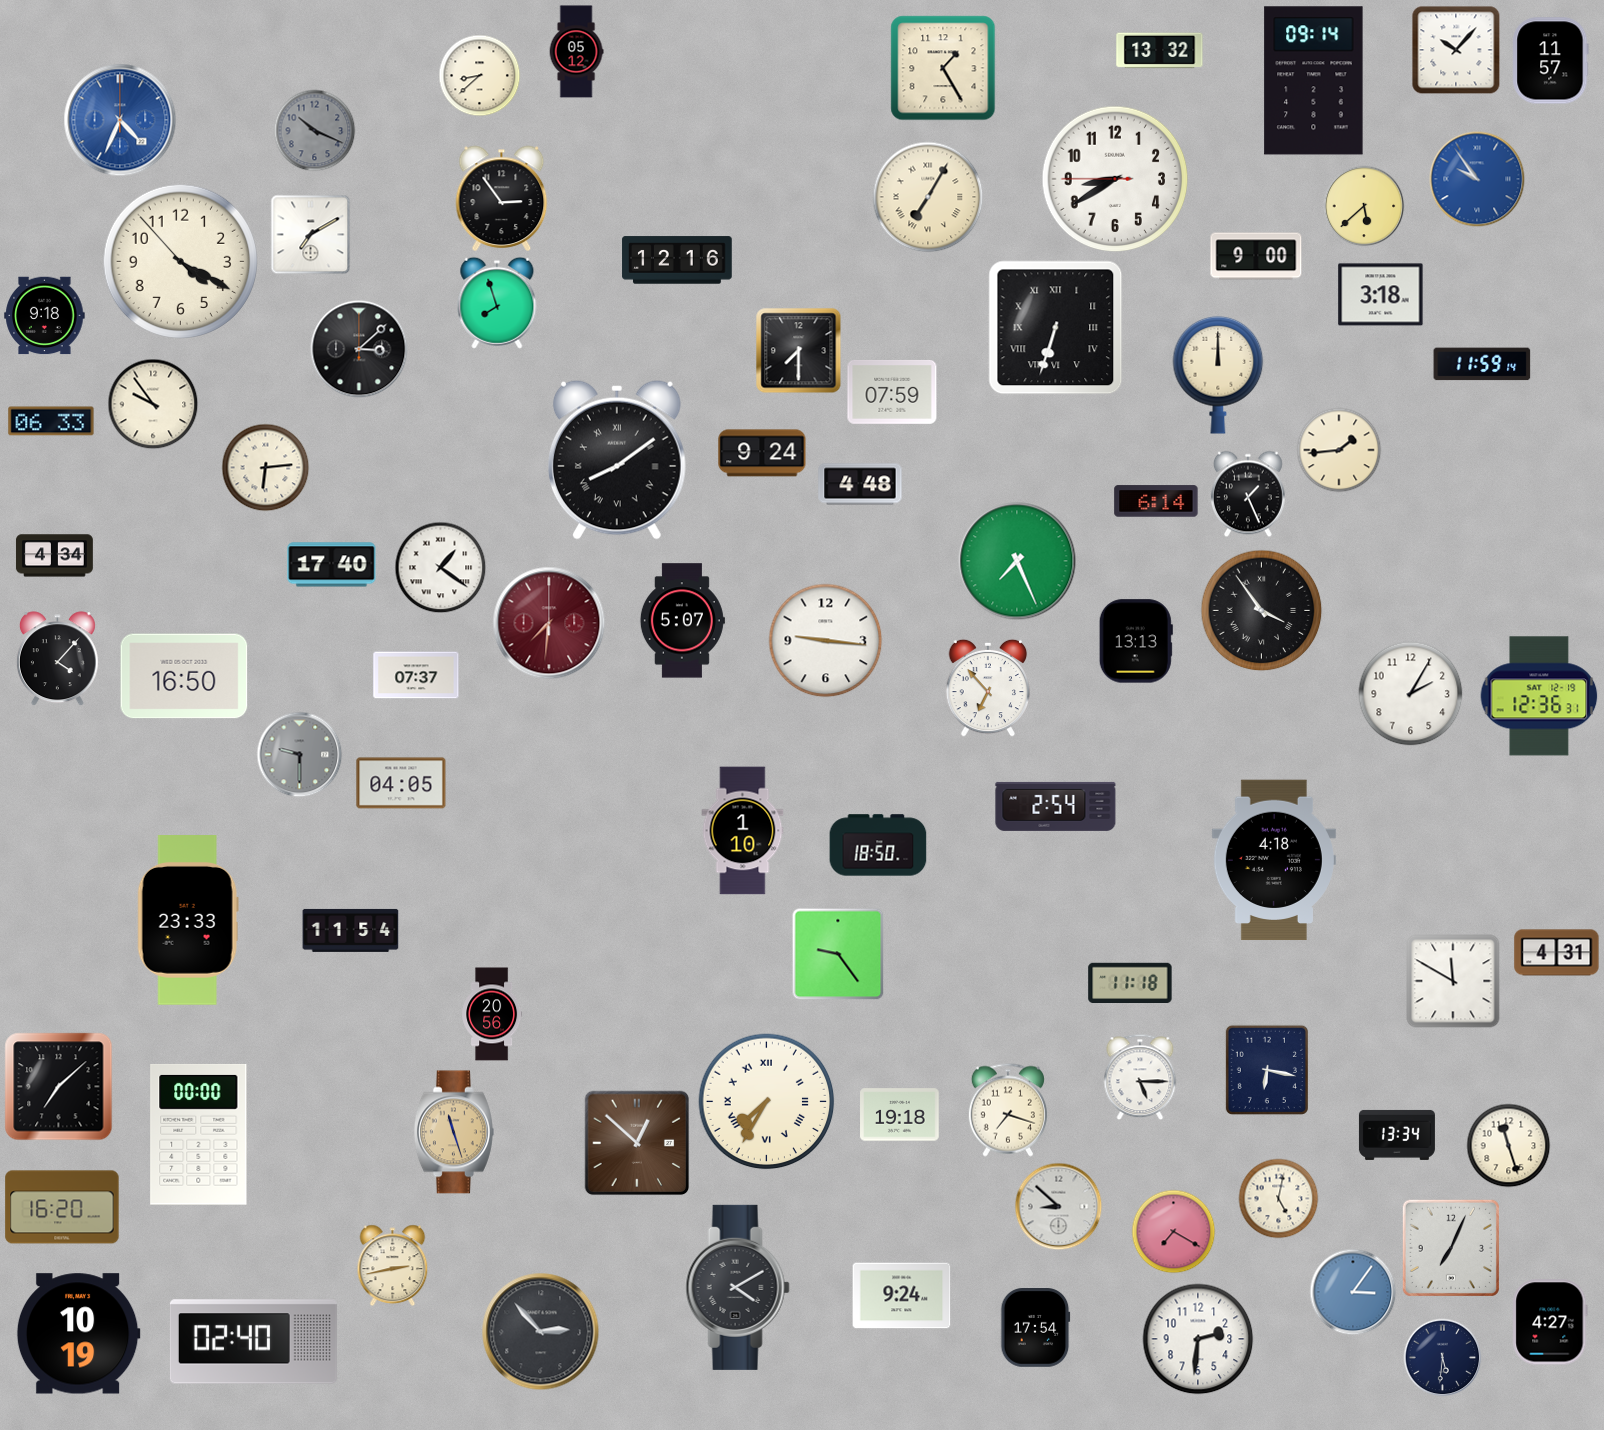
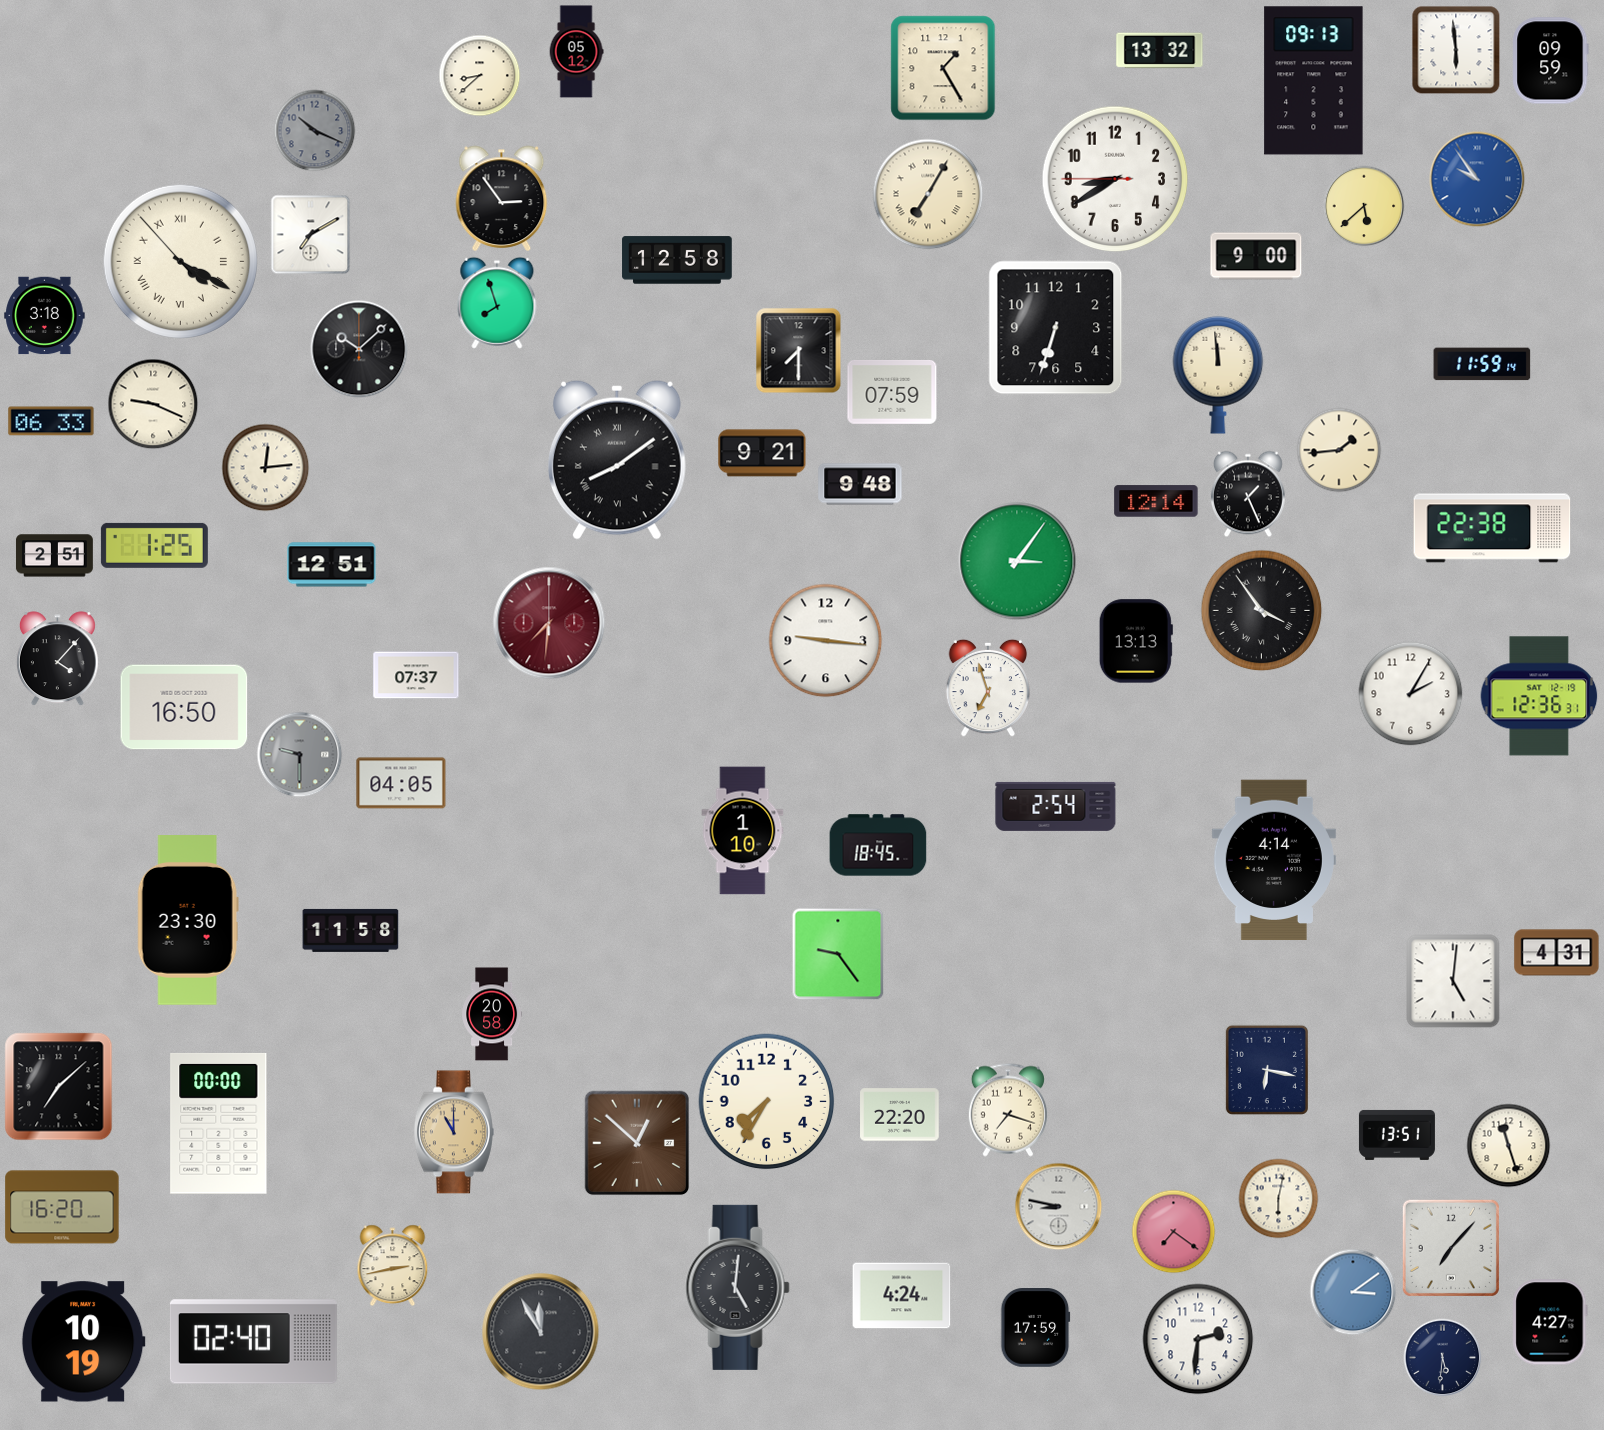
clock at (1456, 50): 10:07 -> 5:59
clock at (1551, 61): 11:57 -> 09:59
clock at (1314, 81): 09:14 -> 09:13
clock at (120, 120): 4:34 -> none
clock at (928, 197) position: (928, 197) -> (928, 194)
clock at (677, 260): 12:16 -> 12:58
clock at (180, 261) numerals: Arabic -> Roman
clock at (1381, 295): 3:18 -> none
clock at (45, 316): 9:18 -> 3:18
clock at (1056, 328) numerals: Roman -> Arabic
clock at (359, 349): 3:08 -> 10:08
clock at (1218, 375): 12:00 -> 11:59
clock at (153, 404): 9:54 -> 9:19
clock at (762, 453): 9:24 -> 9:21
clock at (266, 468): 6:14 -> 12:14
clock at (860, 484): 4:48 -> 9:48
clock at (1156, 501): 6:14 -> 12:14
clock at (1492, 528): none -> 22:38
clock at (154, 545): none -> 1:25
clock at (54, 556): 4:34 -> 2:51
clock at (1017, 561): 7:26 -> 3:06
clock at (332, 565): 17:40 -> 12:51
clock at (441, 568): 1:21 -> none
clock at (682, 621): 5:07 -> none
clock at (184, 676) position: (184, 676) -> (184, 707)
clock at (988, 688): 6:53 -> 6:57
clock at (878, 845): 18:50 -> 18:45
clock at (1274, 860): 4:18 -> 4:14
clock at (188, 921): 23:33 -> 23:30
clock at (351, 930): 11:54 -> 11:58
clock at (1453, 981): 11:50 -> 5:01
clock at (1130, 982): 11:18 -> none
clock at (492, 1014): 20:56 -> 20:58
clock at (1140, 1077): 5:15 -> none
clock at (767, 1102) numerals: Roman -> Arabic
clock at (900, 1115): 19:18 -> 22:20
clock at (454, 1132): 11:27 -> 11:00
clock at (199, 1134) position: (199, 1134) -> (219, 1123)
clock at (1397, 1135): 13:34 -> 13:51
clock at (1279, 1199): 5:02 -> 6:02
clock at (1059, 1207): 8:52 -> 8:47
clock at (1174, 1232): 7:20 -> 7:21
clock at (1451, 1248): 7:04 -> 7:07
clock at (737, 1287): 4:10 -> 5:01
clock at (1353, 1292): 3:06 -> 3:09
clock at (902, 1296): 9:24 -> 4:24
clock at (1036, 1328): 17:54 -> 17:59
clock at (541, 1332): 2:53 -> 11:55
clock at (78, 1334) position: (78, 1334) -> (83, 1342)
